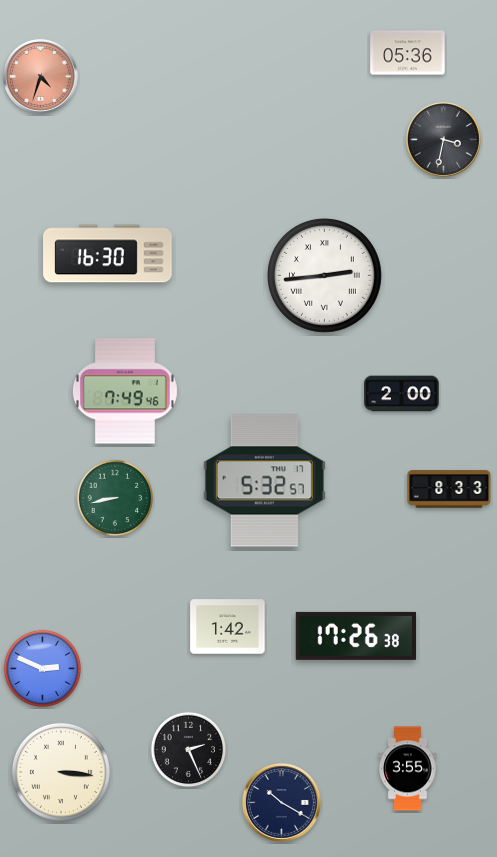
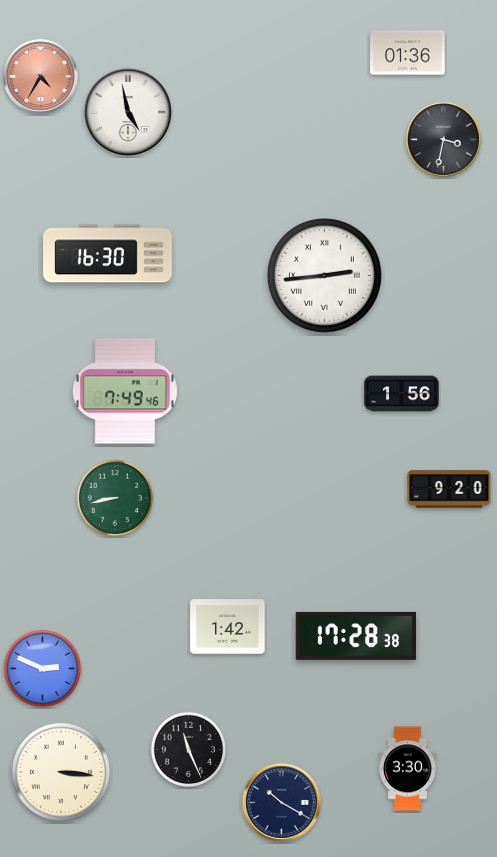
clock at (408, 53): 05:36 -> 01:36
clock at (40, 76): 4:33 -> 4:35
clock at (128, 112): none -> 4:58
clock at (402, 394): 2:00 -> 1:56
clock at (264, 481): 5:32 -> none
clock at (449, 489): 8:33 -> 9:20
clock at (356, 636): 17:26 -> 17:28
clock at (189, 750): 2:26 -> 11:26
clock at (408, 769): 3:55 -> 3:30
